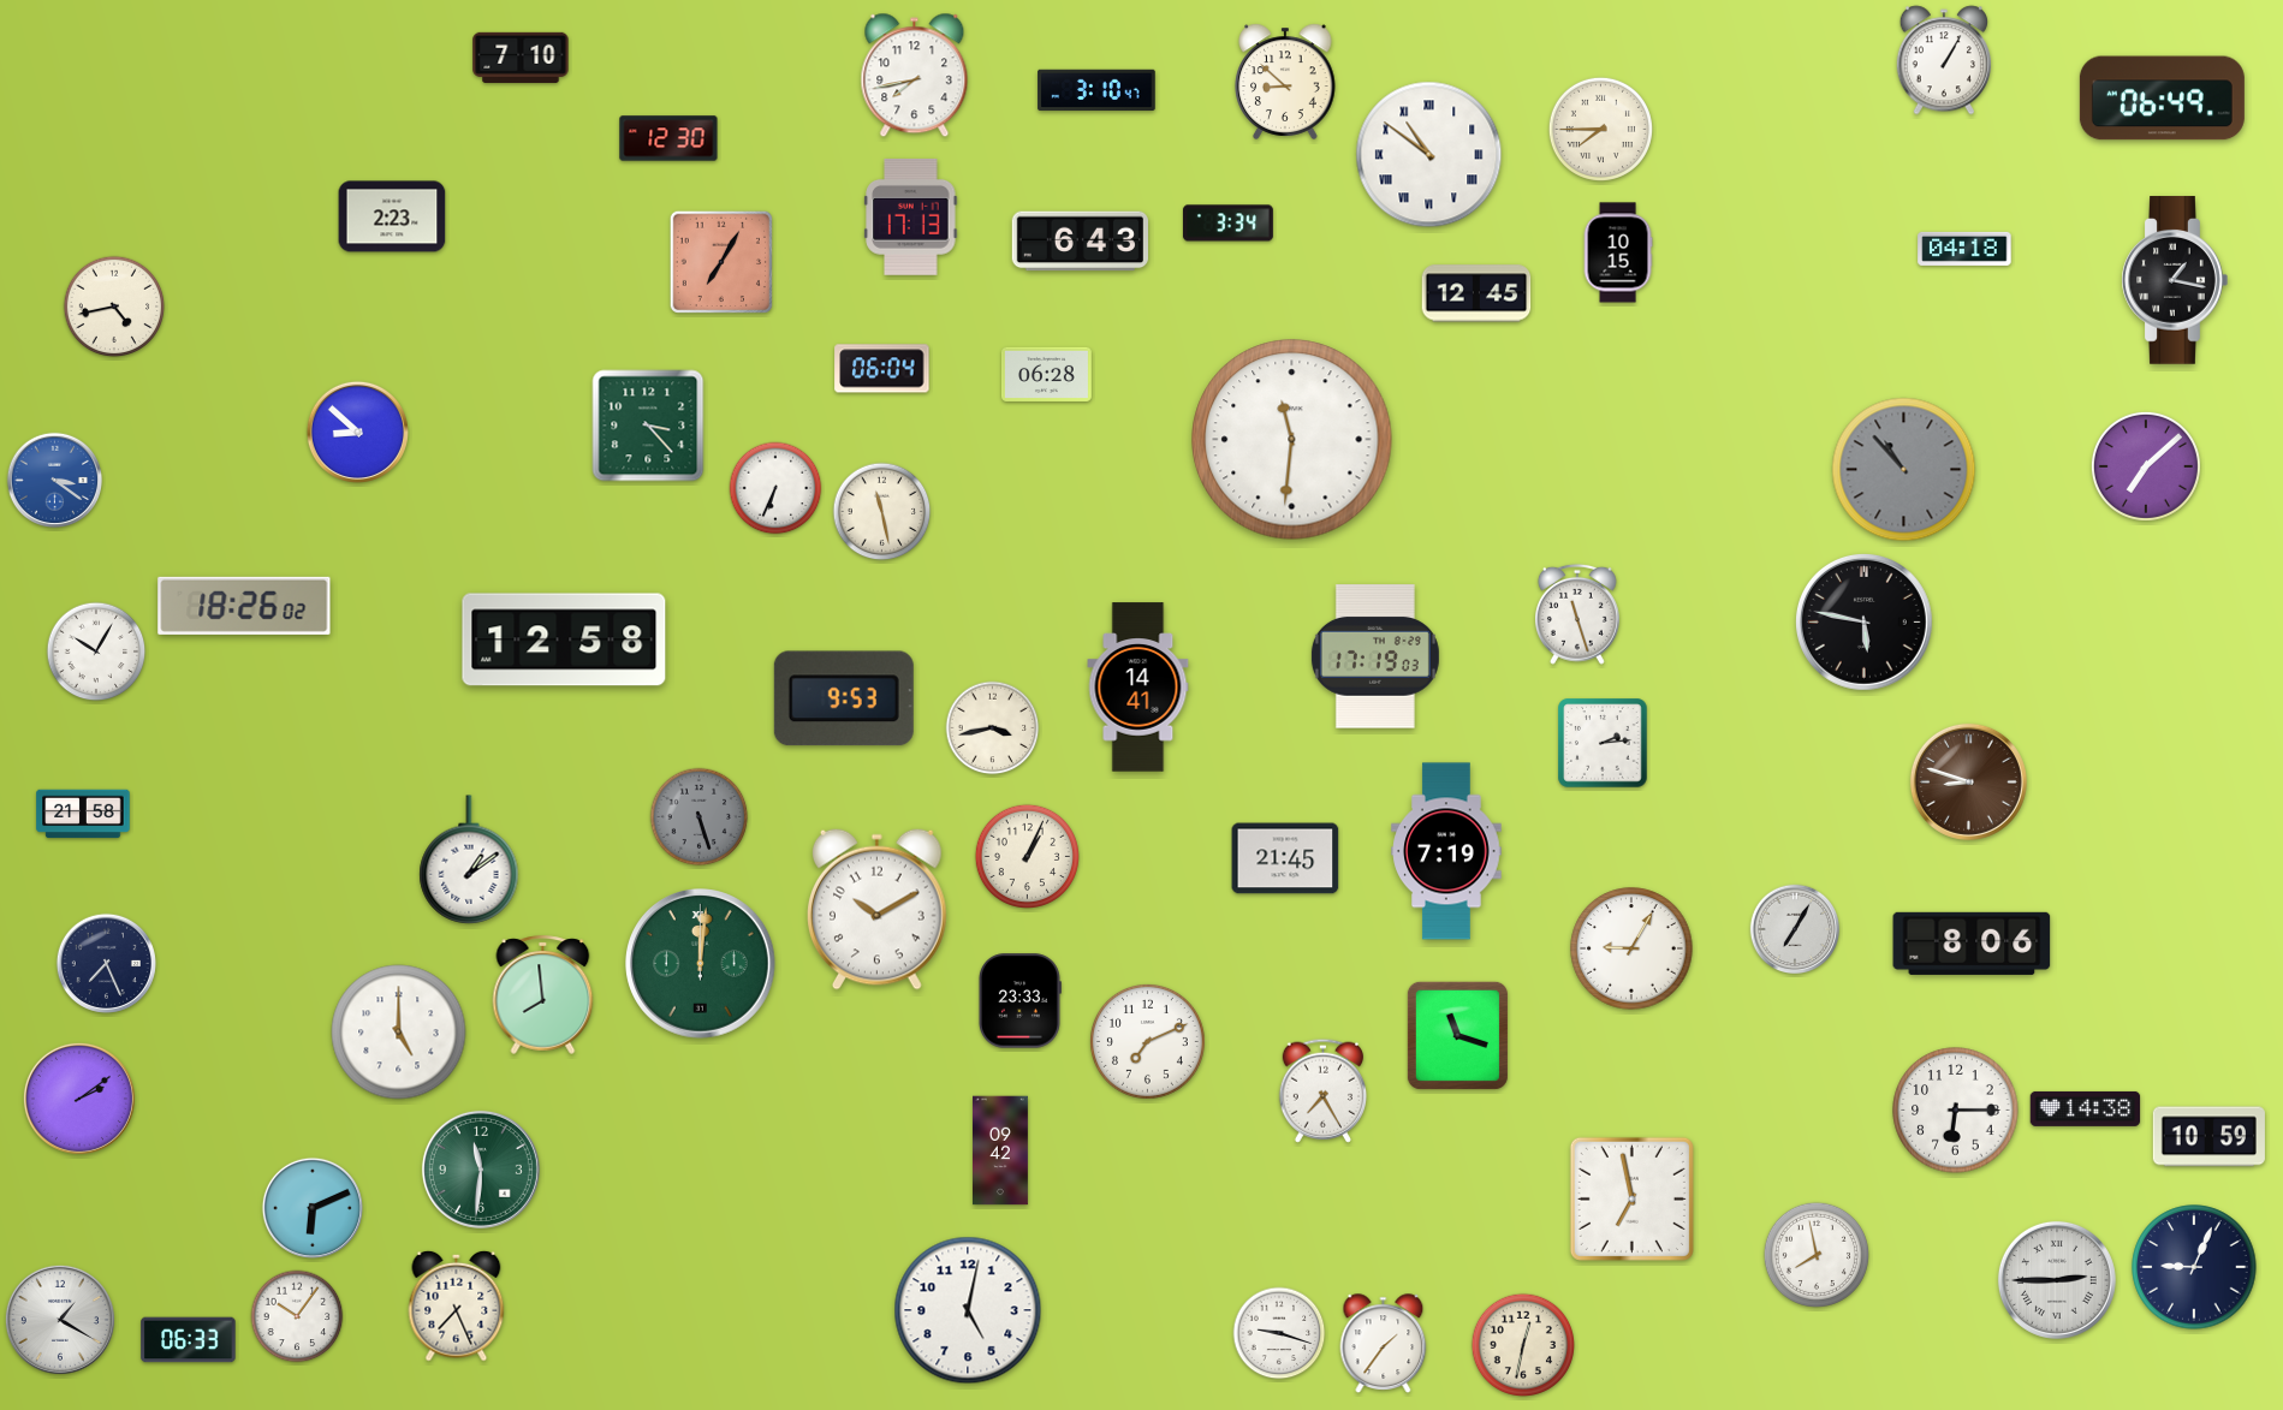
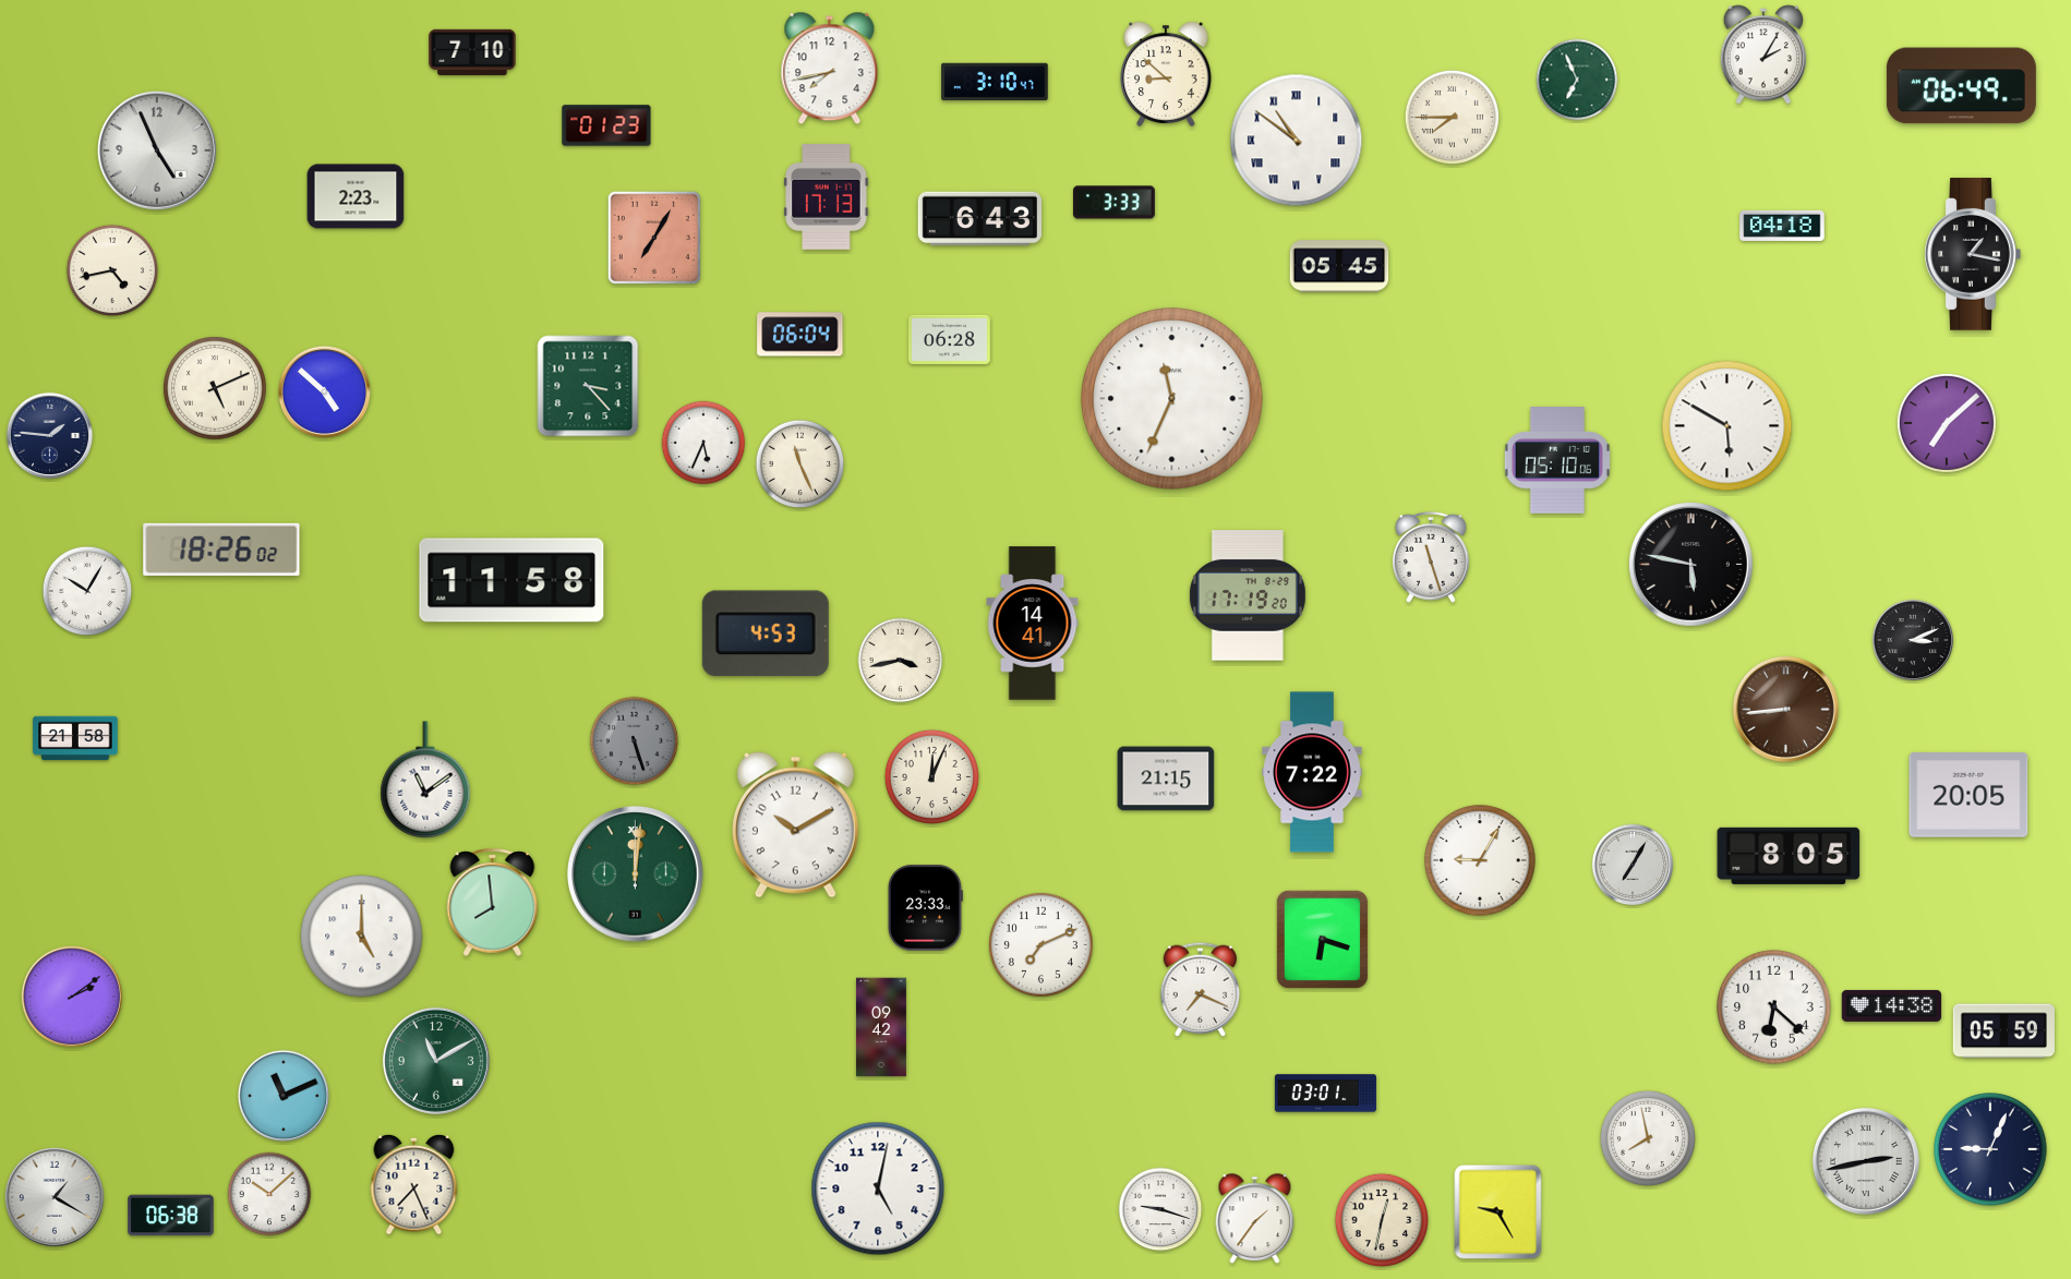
clock at (1943, 60): 1:05 -> 2:05
clock at (1577, 80): none -> 6:56
clock at (2162, 99) position: (2162, 99) -> (1961, 86)
clock at (668, 138): 12:30 -> 01:23
clock at (157, 150): none -> 4:56
clock at (1227, 224): 3:34 -> 3:33
clock at (1618, 252): 10:15 -> none
clock at (1476, 293): 12:45 -> 05:45
clock at (114, 307) position: (114, 307) -> (112, 270)
clock at (215, 388): none -> 5:11
clock at (357, 432): 8:52 -> 4:52
clock at (1292, 440): 11:31 -> 11:34
clock at (1904, 470): 10:53 -> 5:50
clock at (1904, 470) dial: grey -> white
clock at (54, 480): 3:21 -> 1:46
clock at (54, 480) dial: blue -> navy
clock at (775, 488): 6:34 -> 5:34
clock at (1557, 460): none -> 05:10
clock at (882, 512): 11:28 -> 11:26
clock at (564, 639): 12:58 -> 11:58
clock at (1375, 656): 17:19:03 -> 17:19:20
clock at (844, 698): 9:53 -> 4:53
clock at (1913, 640): none -> 3:11
clock at (1603, 743): 2:14 -> none
clock at (1968, 781): 8:48 -> 8:44
clock at (1446, 851): 7:19 -> 7:22
clock at (1027, 856): 1:04 -> 12:04
clock at (1285, 858): 21:45 -> 21:15
clock at (469, 859): 1:09 -> 11:09
clock at (1968, 795): none -> 20:05
clock at (1795, 929) position: (1795, 929) -> (1633, 865)
clock at (1972, 944): 8:06 -> 8:05
clock at (106, 963): 7:26 -> none
clock at (1457, 1035): 11:18 -> 6:18
clock at (1322, 1090): 7:25 -> 7:19
clock at (1956, 1111): 6:15 -> 6:22
clock at (2208, 1137): 10:59 -> 05:59
clock at (1001, 1150) position: (1001, 1150) -> (882, 1027)
clock at (481, 1170): 11:31 -> 11:10
clock at (1631, 1198): 6:58 -> none
clock at (1325, 1094): none -> 03:01
clock at (313, 1208): 6:11 -> 11:11
clock at (2057, 1280): 2:45 -> 2:43
clock at (297, 1316): 10:06 -> 10:08
clock at (1498, 1212): none -> 9:25
clock at (189, 1340): 06:33 -> 06:38
